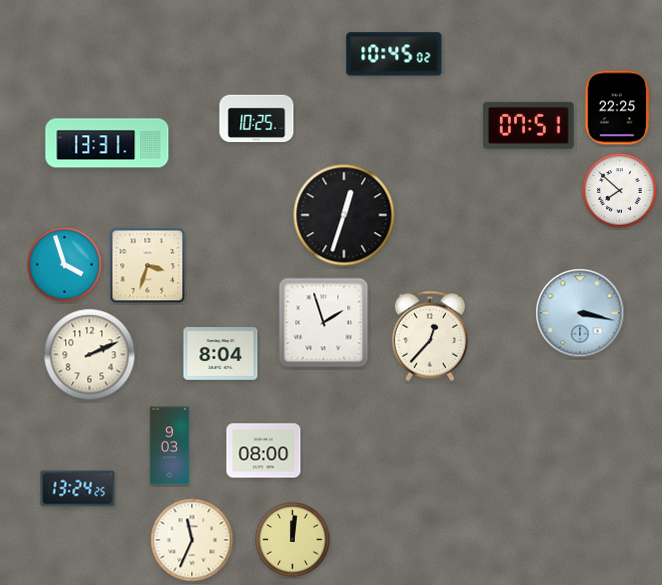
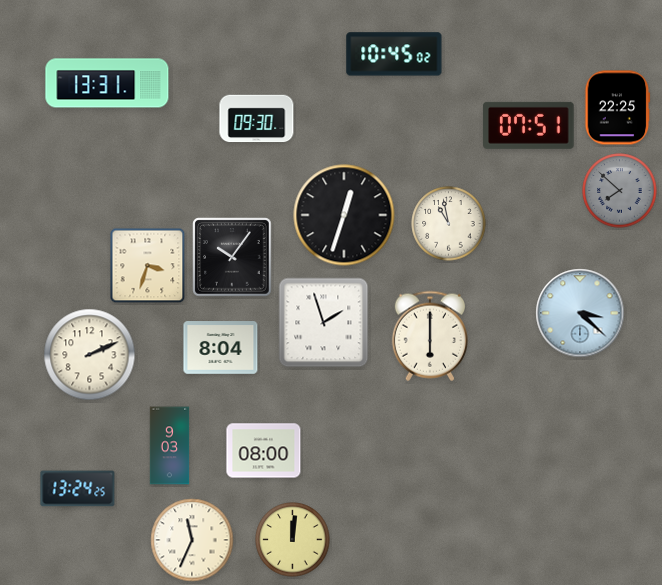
clock at (257, 119): 10:25 -> 09:30
clock at (107, 143) position: (107, 143) -> (107, 83)
clock at (620, 191) dial: white -> grey
clock at (449, 224): none -> 10:58
clock at (232, 257): none -> 10:06
clock at (65, 265): 3:57 -> none
clock at (580, 313): 3:17 -> 3:22
clock at (430, 336): 12:37 -> 6:00
clock at (221, 354) position: (221, 354) -> (221, 348)
